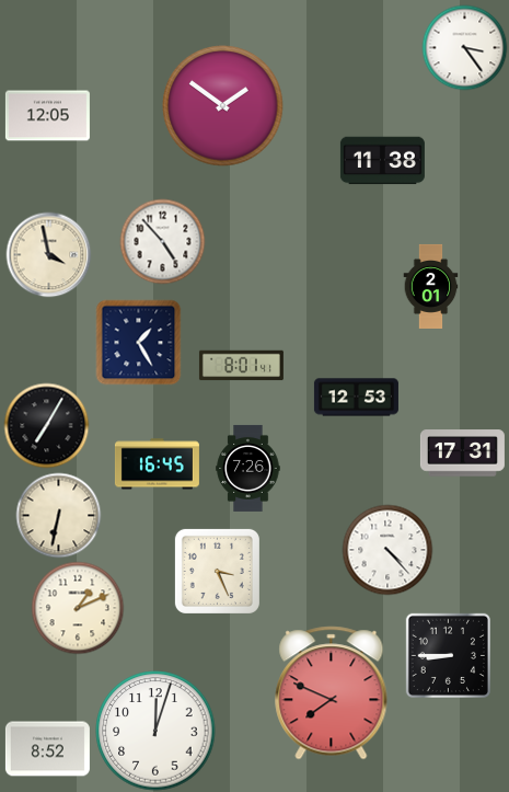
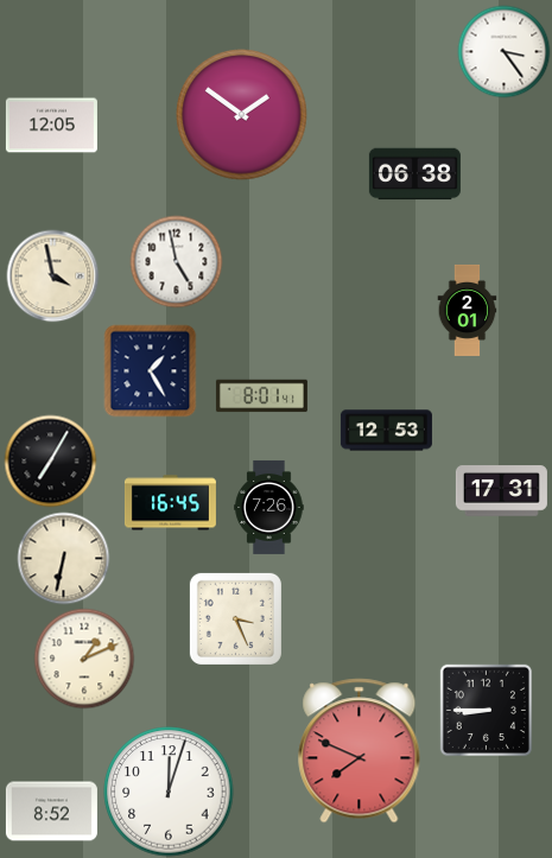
clock at (382, 161): 11:38 -> 06:38
clock at (162, 241): 4:53 -> 4:58
clock at (387, 550): 4:23 -> none
